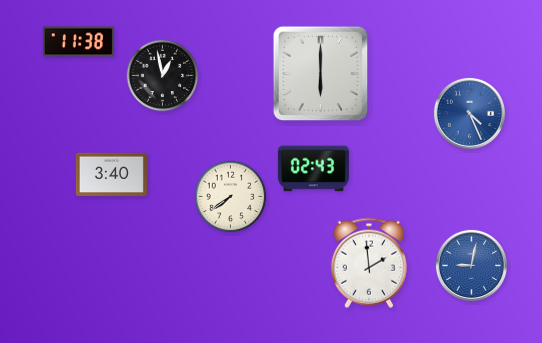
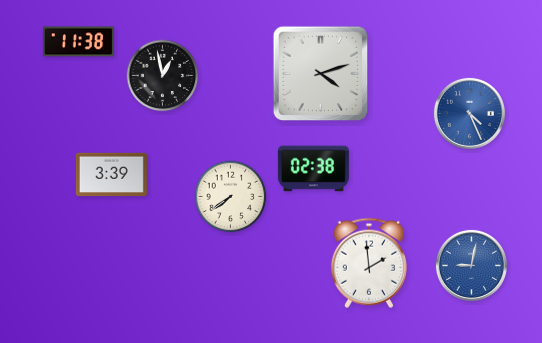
clock at (321, 74): 6:00 -> 4:12
clock at (313, 169): 02:43 -> 02:38
clock at (111, 175): 3:40 -> 3:39
